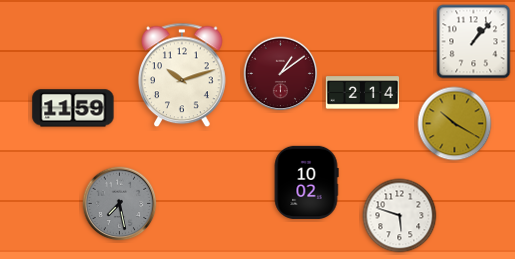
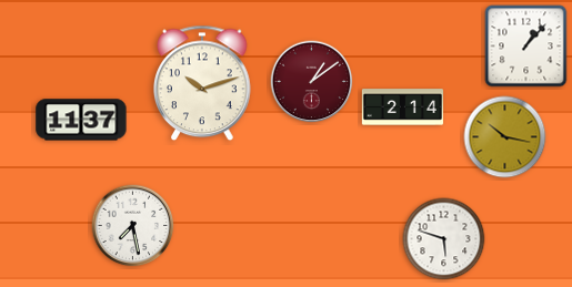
clock at (362, 93) position: (362, 93) -> (402, 107)
clock at (73, 108): 11:59 -> 11:37
clock at (455, 124): 10:20 -> 10:17
clock at (306, 182): 10:02 -> none
clock at (120, 204) dial: grey -> white
